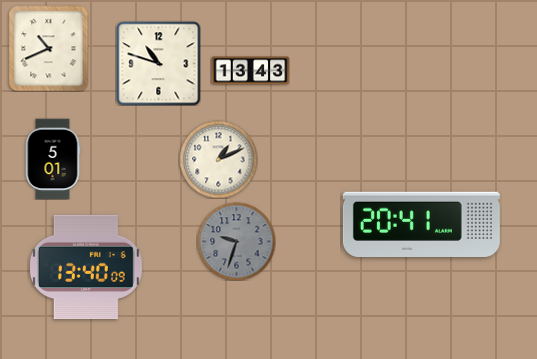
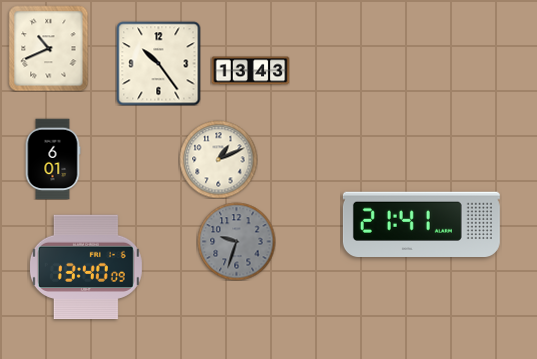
clock at (158, 63): 10:48 -> 10:24
clock at (53, 159): 5:01 -> 6:01
clock at (421, 224): 20:41 -> 21:41
